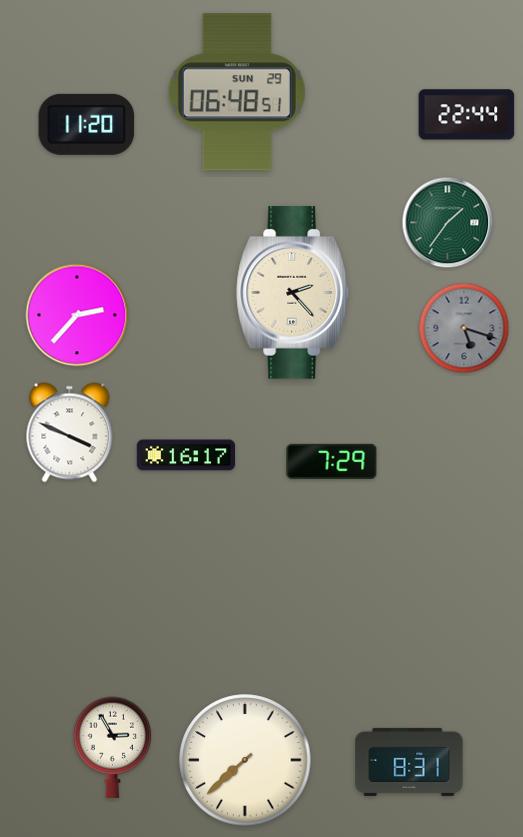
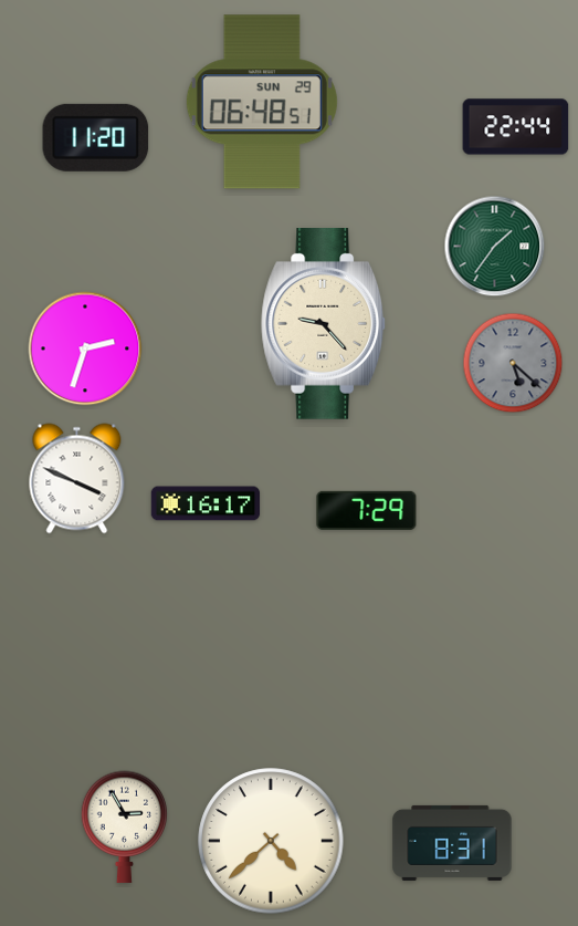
clock at (293, 293): 2:23 -> 9:23
clock at (77, 315): 2:37 -> 2:33
clock at (464, 328): 5:18 -> 5:22
clock at (245, 760): 7:38 -> 4:38
